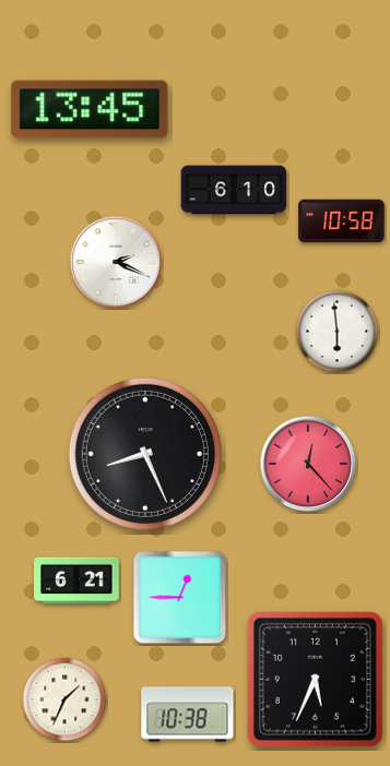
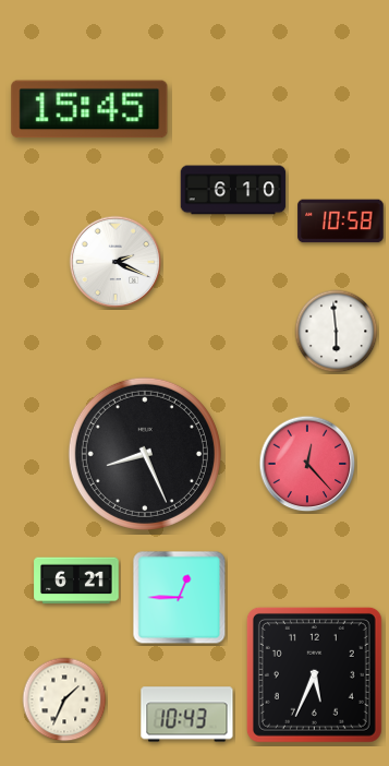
clock at (90, 109): 13:45 -> 15:45
clock at (315, 679) position: (315, 679) -> (314, 674)
clock at (188, 715): 10:38 -> 10:43
